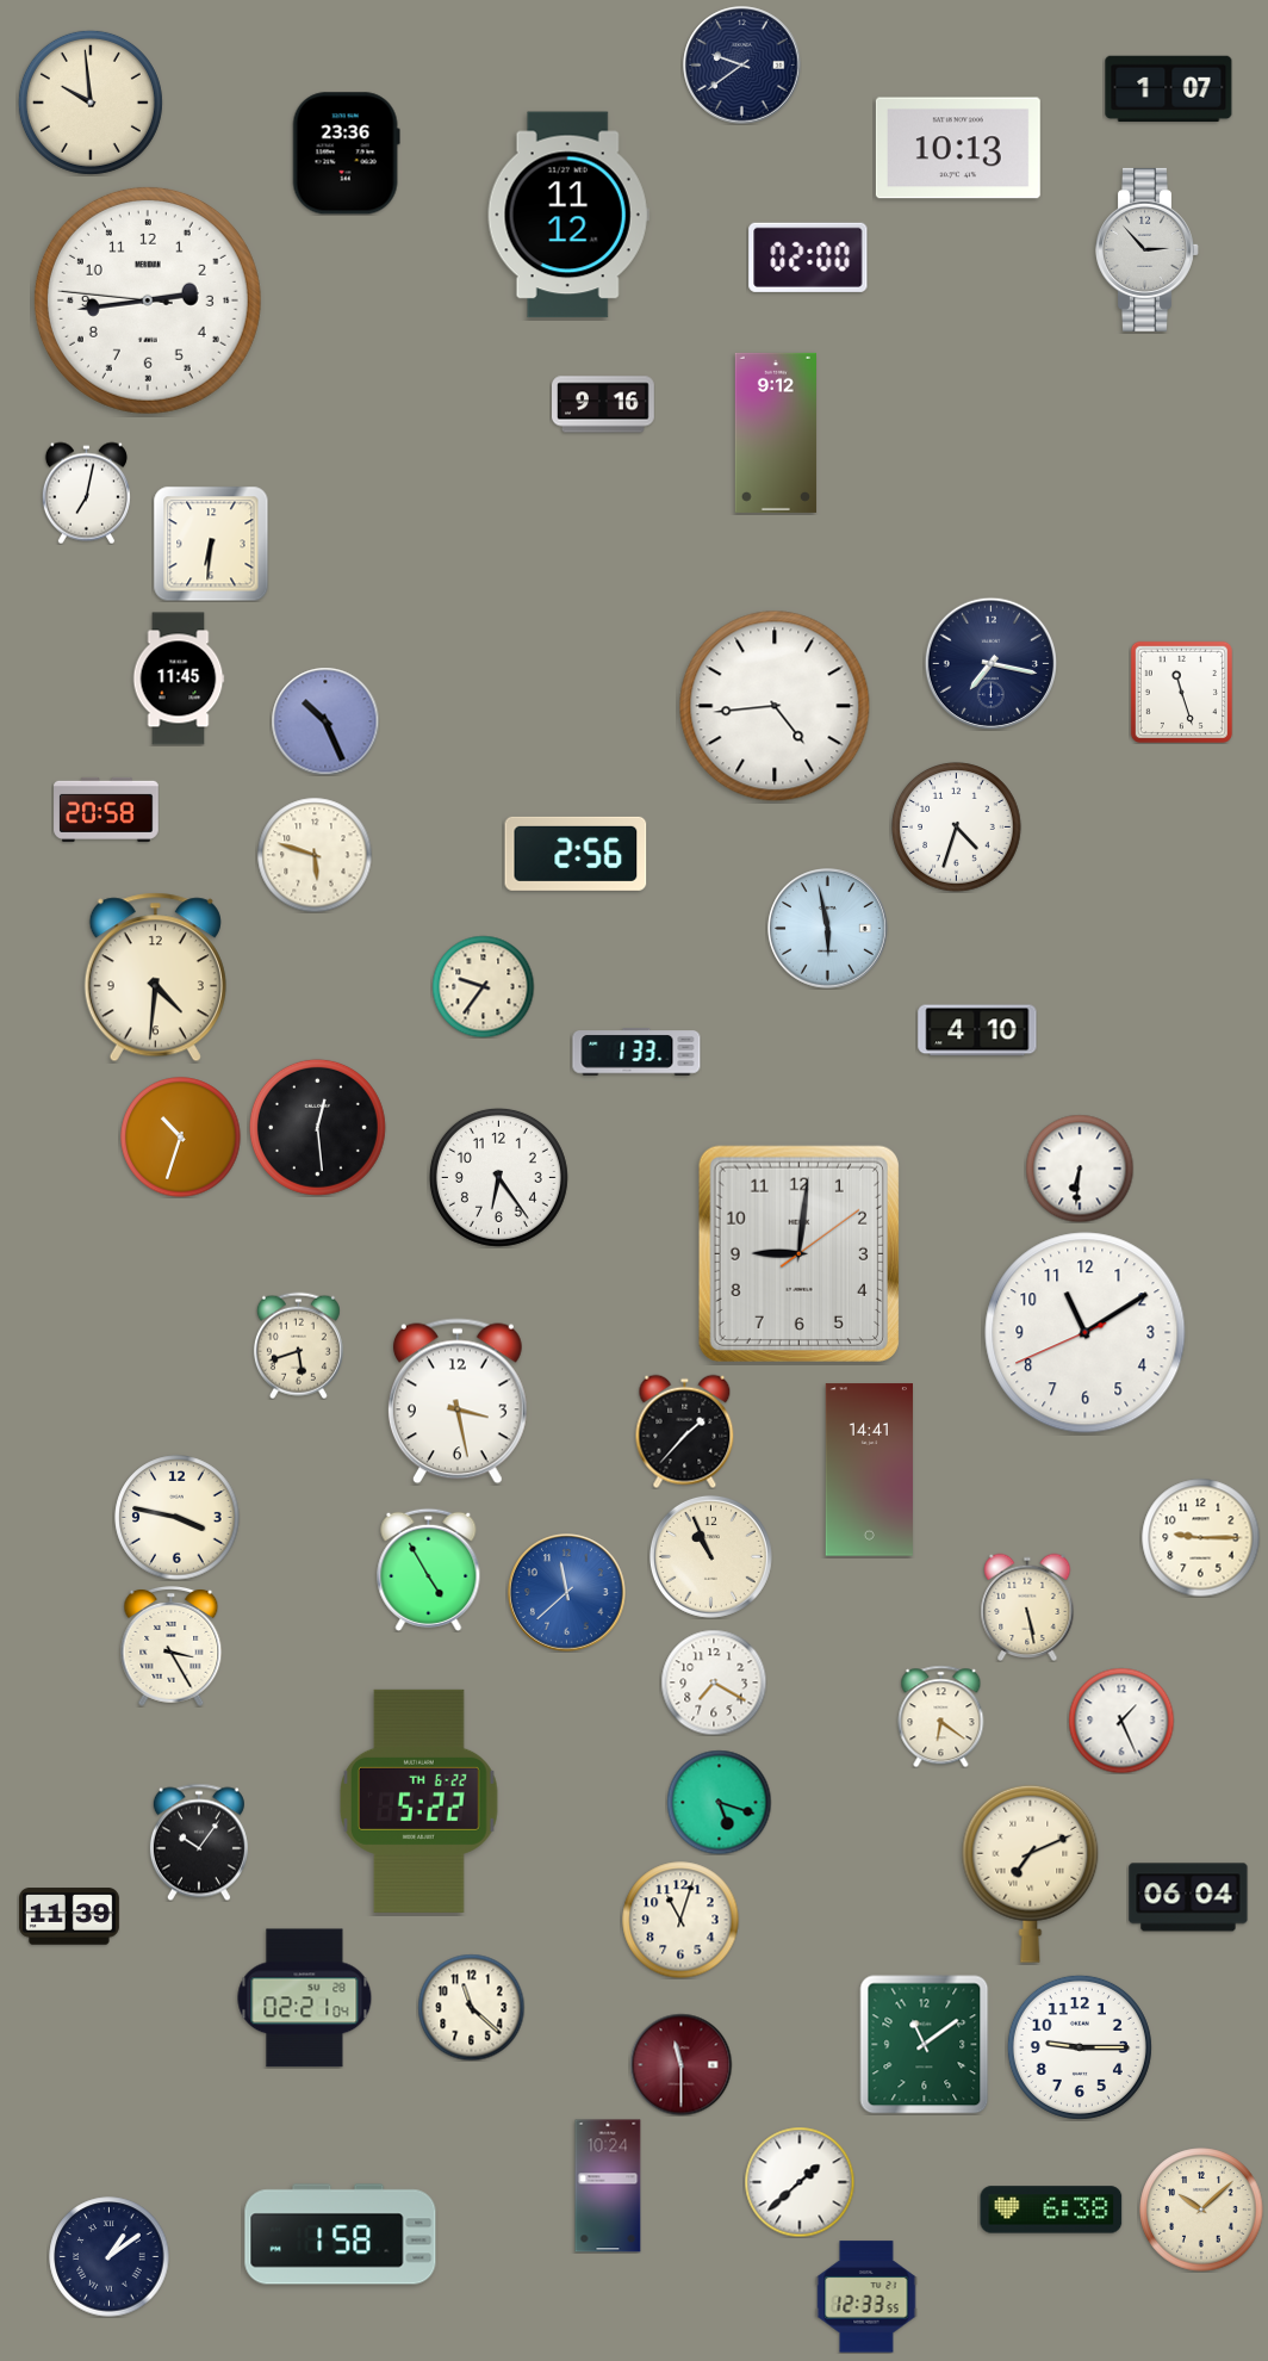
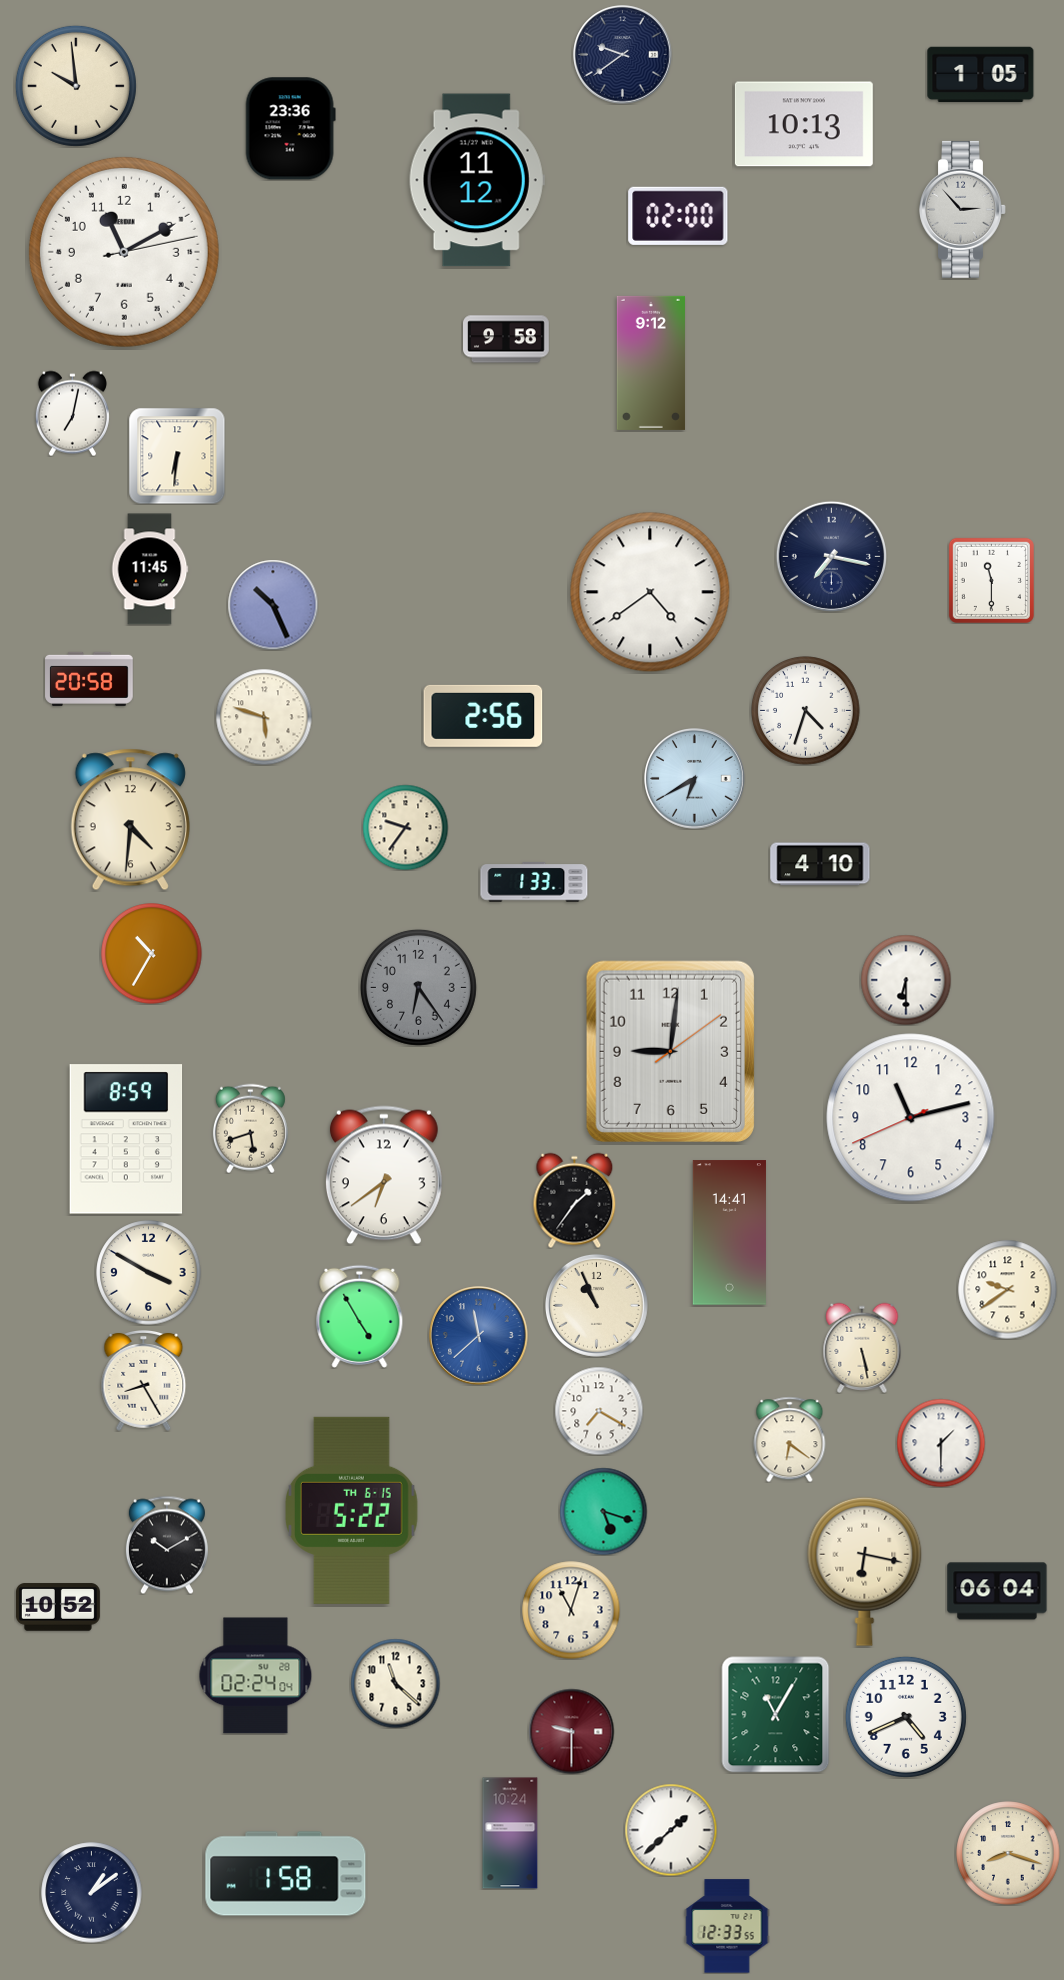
clock at (1169, 89): 1:07 -> 1:05
clock at (148, 300): 2:43 -> 11:10
clock at (604, 404): 9:16 -> 9:58
clock at (1181, 692): 11:27 -> 11:30
clock at (775, 706): 4:44 -> 4:39
clock at (957, 828) position: (957, 828) -> (806, 711)
clock at (828, 929): 5:58 -> 6:40
clock at (317, 1127): 12:29 -> none
clock at (181, 1138): 10:33 -> 10:35
clock at (1080, 1169): 6:31 -> 6:30
clock at (498, 1177) dial: white -> grey
clock at (1086, 1333): 11:09 -> 11:12
clock at (126, 1139): none -> 8:59
clock at (458, 1401): 3:28 -> 6:39
clock at (685, 1431): 1:37 -> 1:36
clock at (178, 1518): 3:47 -> 3:50
clock at (1201, 1538): 9:15 -> 9:39
clock at (567, 1593) position: (567, 1593) -> (479, 1336)
clock at (172, 1647): 3:25 -> 8:25
clock at (1121, 1721): 1:26 -> 1:30
clock at (419, 1801) date: TH 6-22 -> TH 6-15
clock at (199, 1842): 10:06 -> 10:10
clock at (1031, 1873): 7:11 -> 6:17
clock at (69, 1916): 11:39 -> 10:52
clock at (305, 1999): 02:21 -> 02:24
clock at (925, 2045): 11:09 -> 11:05
clock at (1080, 2047): 9:15 -> 4:41
clock at (680, 2064): 11:30 -> 9:30
clock at (1051, 2210): 6:38 -> none
clock at (1201, 2210): 10:08 -> 8:18
